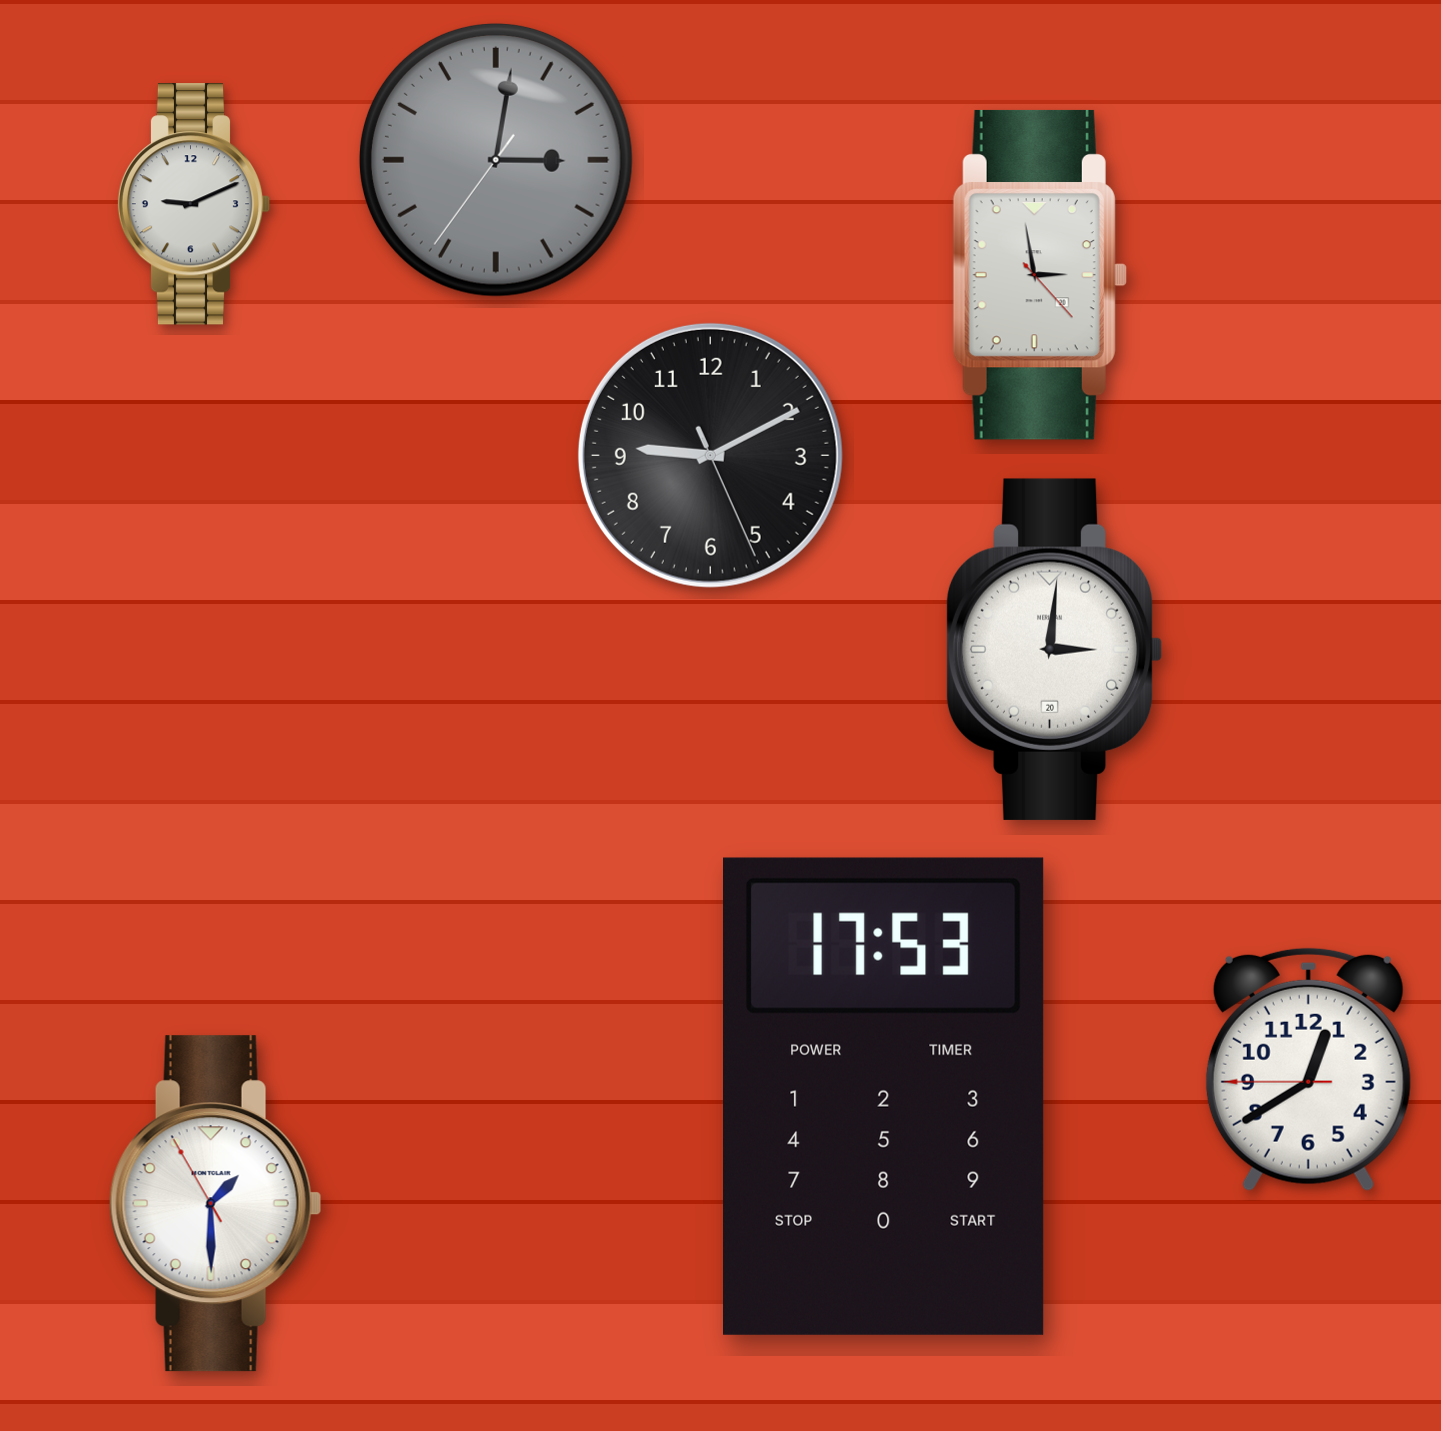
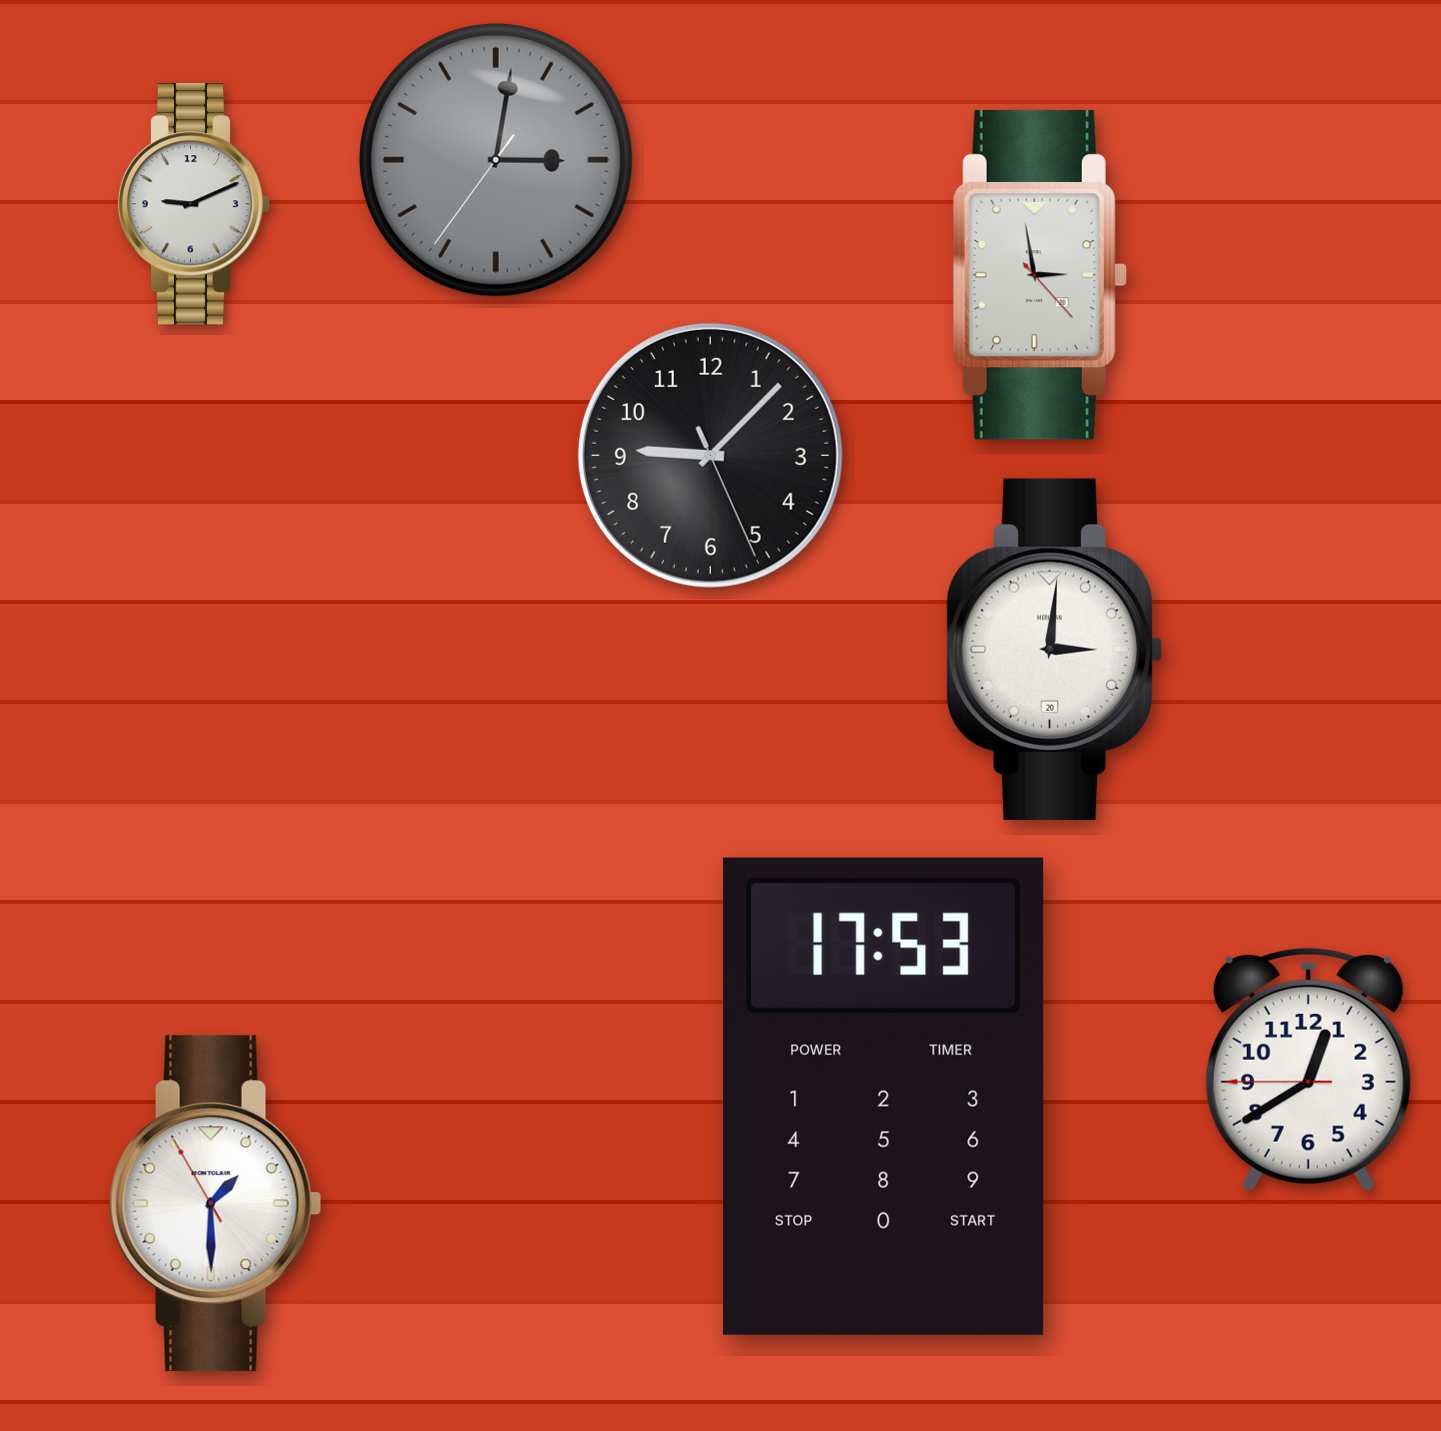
clock at (710, 455): 9:10 -> 9:07
